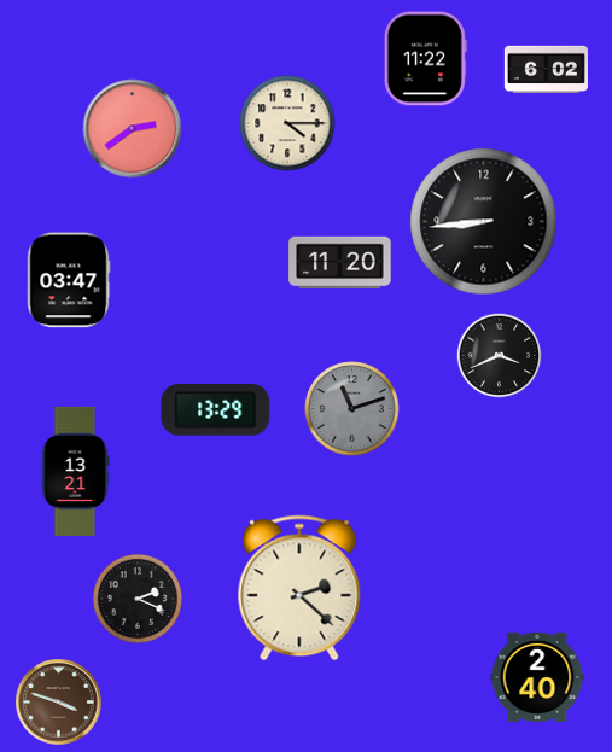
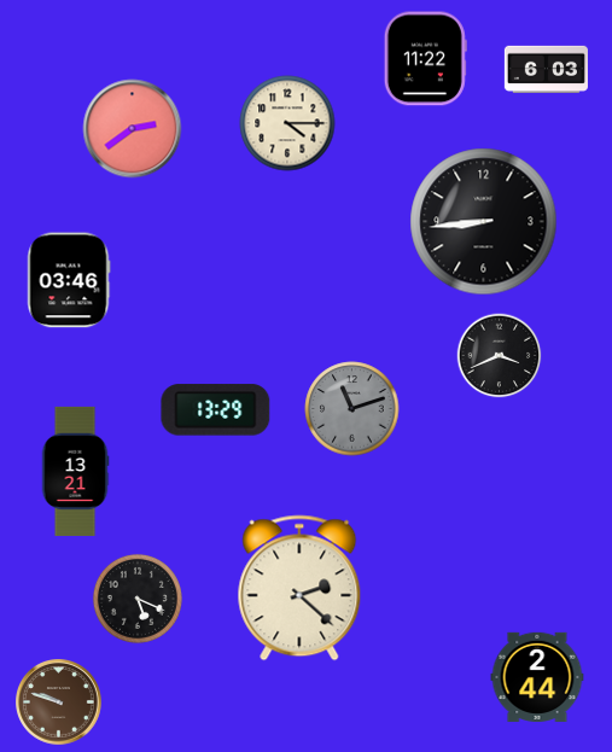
clock at (546, 69): 6:02 -> 6:03
clock at (340, 263): 11:20 -> none
clock at (69, 280): 03:47 -> 03:46
clock at (138, 599): 2:19 -> 5:19
clock at (537, 676): 2:40 -> 2:44
clock at (59, 703): 3:48 -> 9:48
